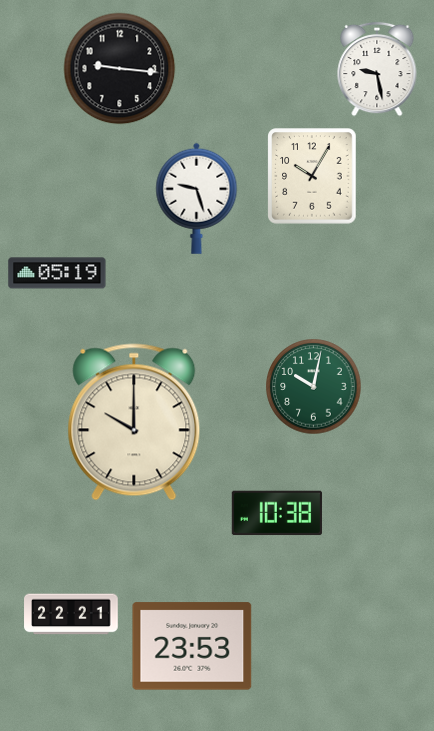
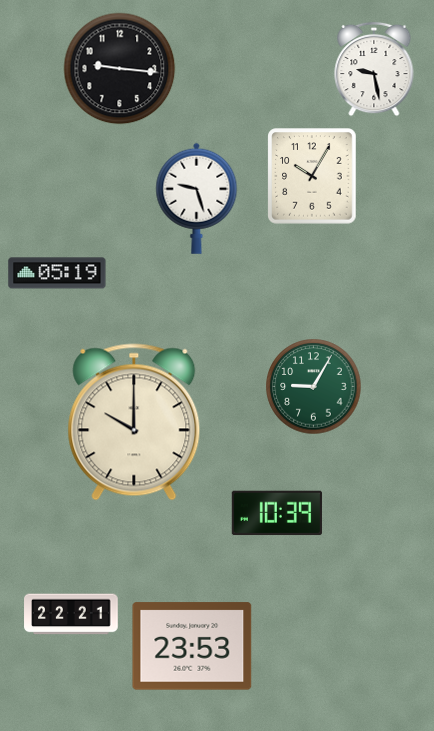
clock at (377, 69) position: (377, 69) -> (374, 69)
clock at (314, 387): 10:02 -> 9:05
clock at (277, 513): 10:38 -> 10:39
